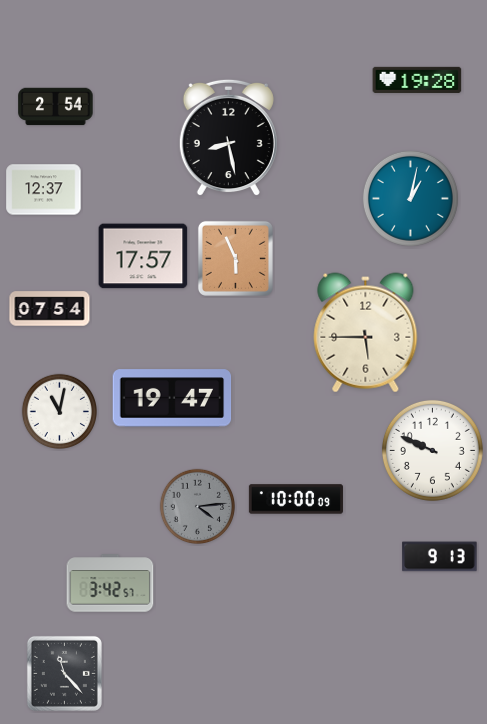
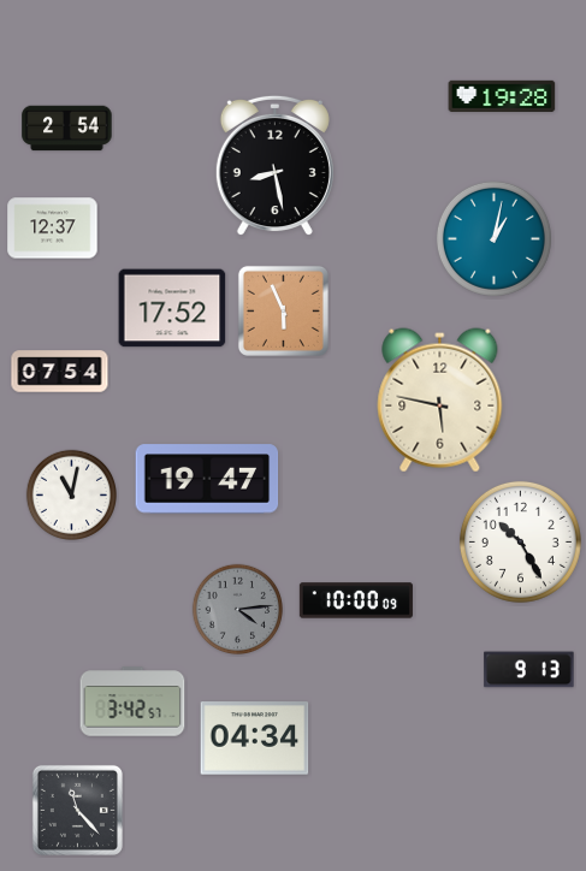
clock at (143, 256): 17:57 -> 17:52
clock at (366, 333): 5:45 -> 5:47
clock at (432, 450): 9:49 -> 10:25
clock at (255, 739): none -> 04:34
